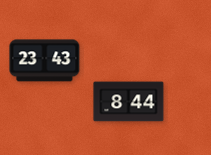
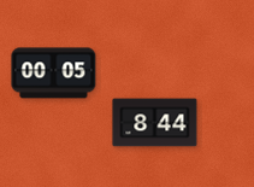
clock at (45, 61): 23:43 -> 00:05
